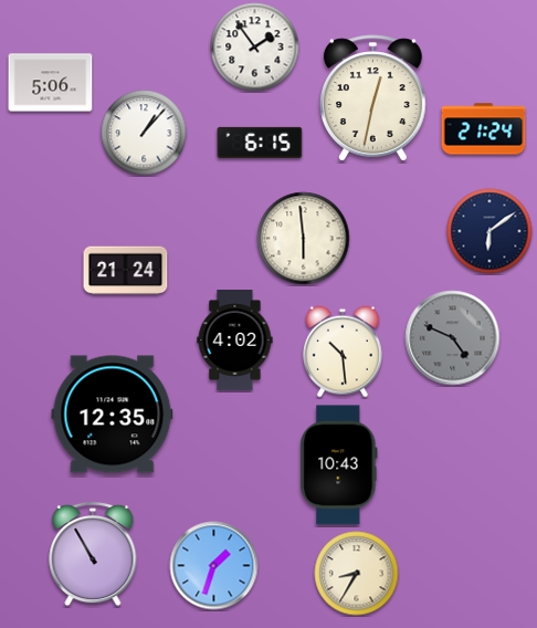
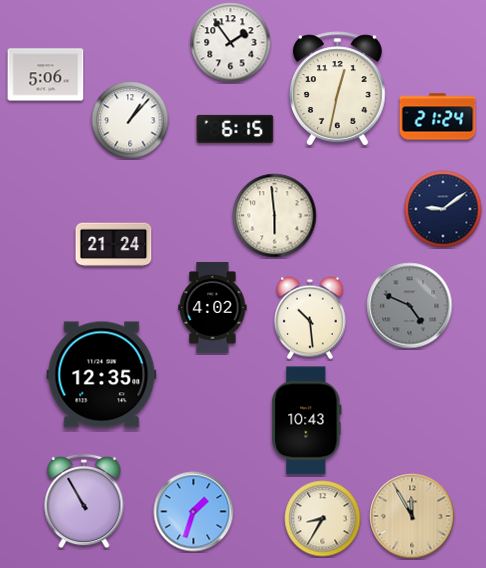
clock at (489, 231): 6:09 -> 9:09
clock at (412, 516): none -> 11:55
